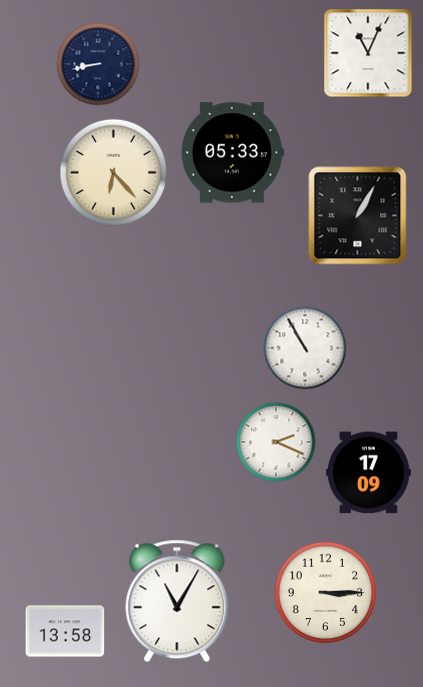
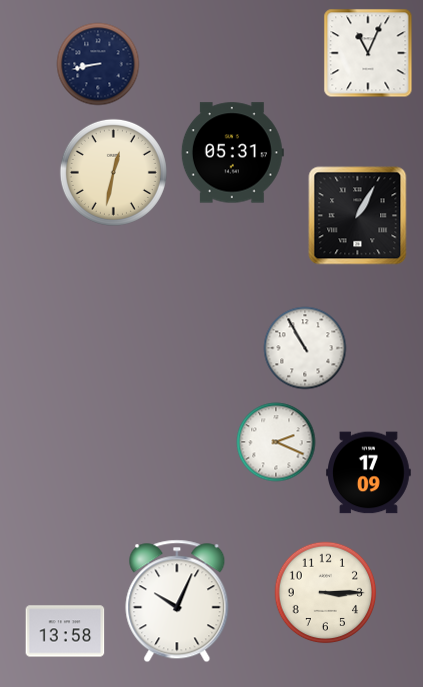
clock at (232, 153): 05:33 -> 05:31
clock at (113, 172): 6:23 -> 12:32
clock at (177, 601): 11:05 -> 10:04
